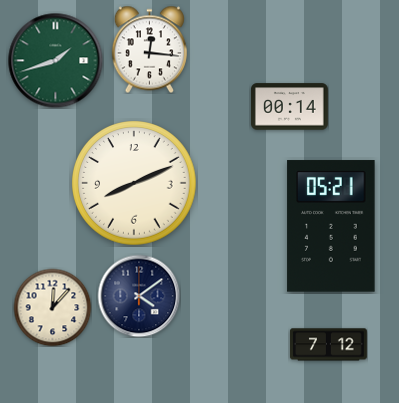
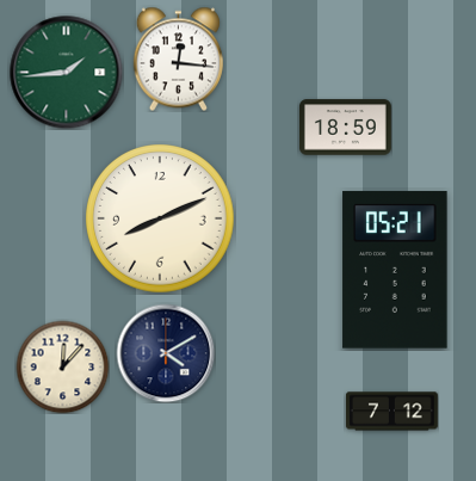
clock at (55, 60): 1:42 -> 1:44
clock at (289, 107): 00:14 -> 18:59
clock at (139, 296): 4:09 -> 4:10
